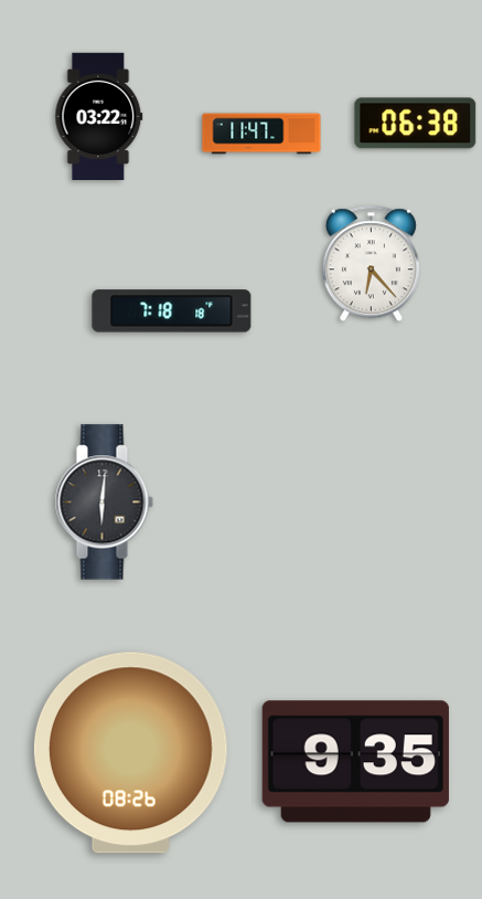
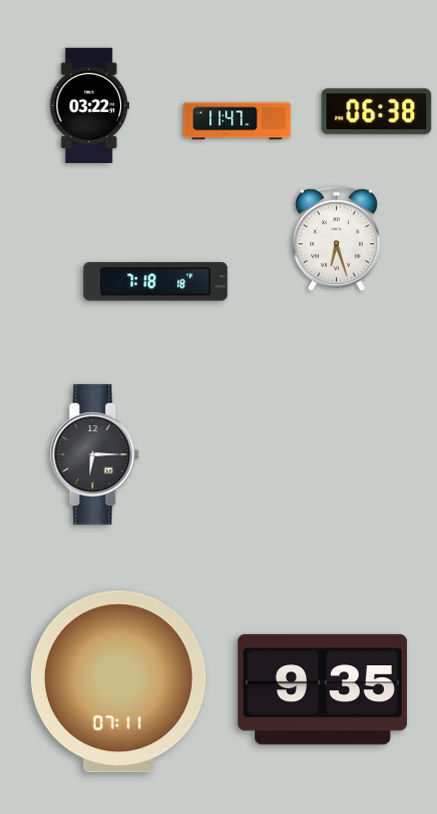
clock at (371, 264): 6:23 -> 6:27
clock at (104, 503): 6:01 -> 6:15
clock at (130, 753): 08:26 -> 07:11
